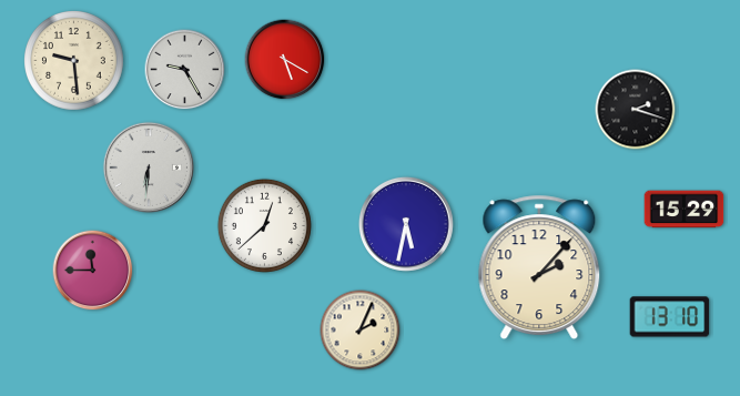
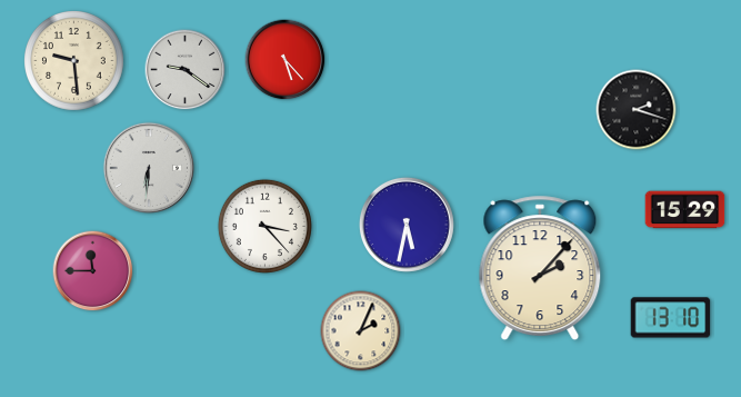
clock at (285, 60): 5:20 -> 5:23
clock at (185, 70): 9:25 -> 9:21
clock at (264, 225): 12:38 -> 3:23
